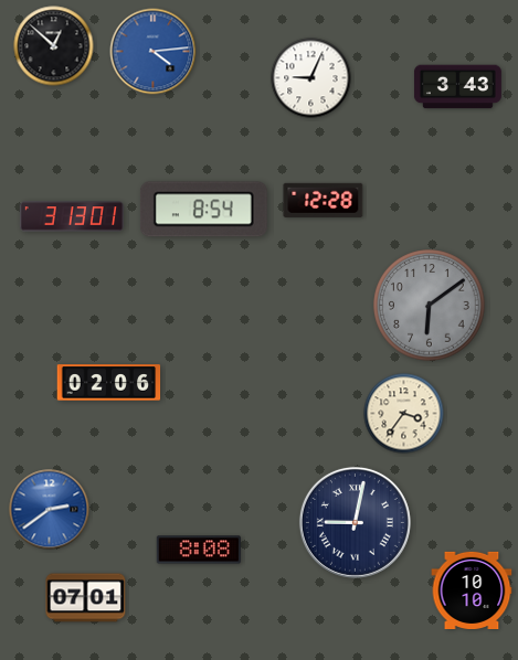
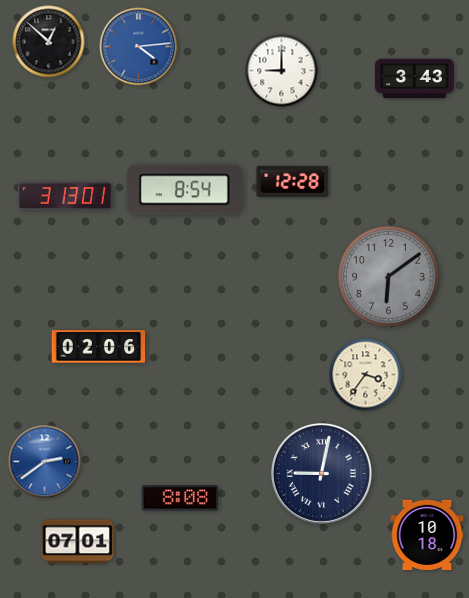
clock at (311, 78): 9:04 -> 9:00
clock at (472, 589): 10:10 -> 10:18
